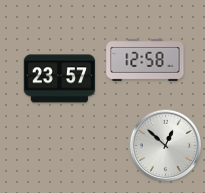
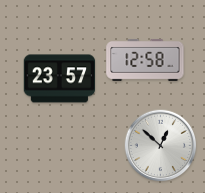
clock at (166, 146) position: (166, 146) -> (161, 146)
